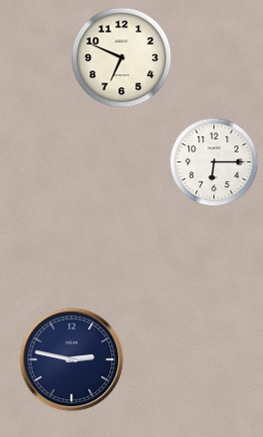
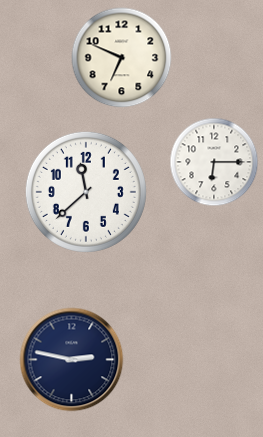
clock at (86, 192): none -> 11:38
